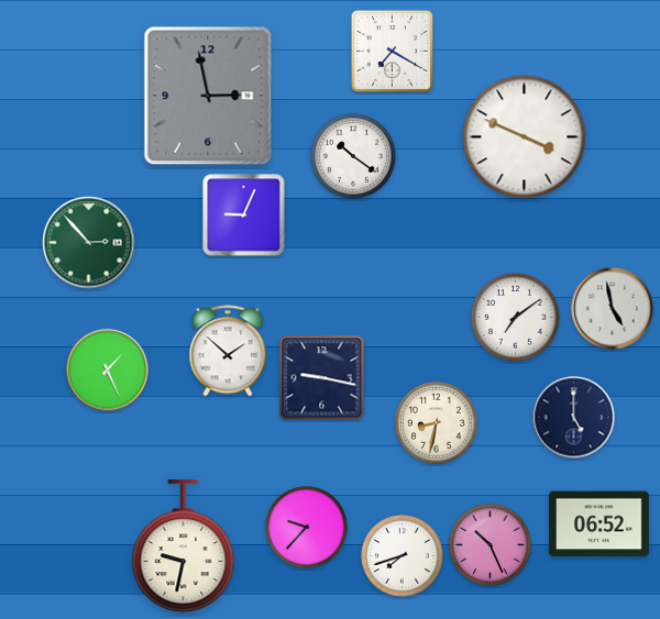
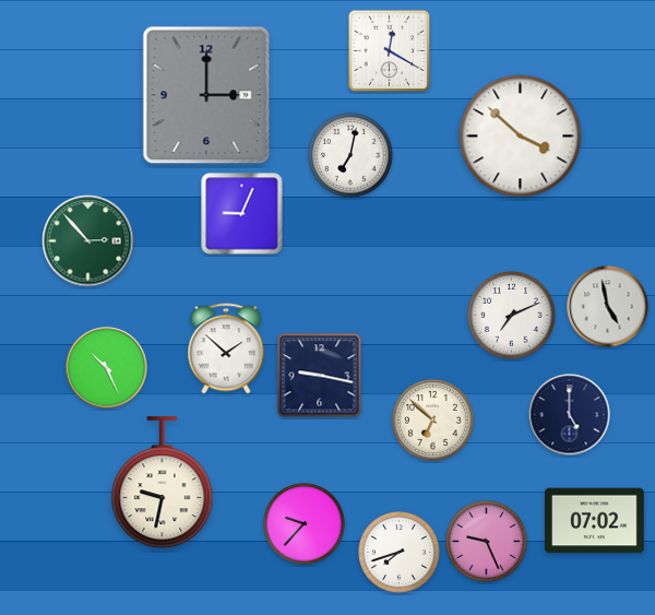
clock at (393, 52): 7:20 -> 12:20
clock at (208, 96): 2:58 -> 3:00
clock at (525, 137): 3:49 -> 3:52
clock at (353, 156): 10:21 -> 7:02
clock at (516, 318): 7:09 -> 7:11
clock at (108, 371): 1:26 -> 10:26
clock at (437, 423): 8:32 -> 6:52
clock at (599, 524): 06:52 -> 07:02
clock at (491, 545): 10:26 -> 9:26
clock at (184, 546) position: (184, 546) -> (163, 483)
